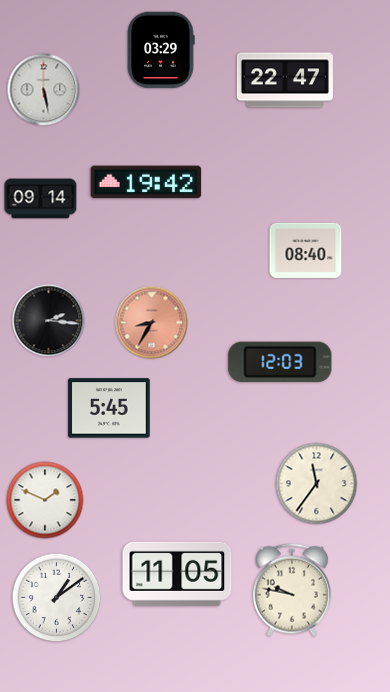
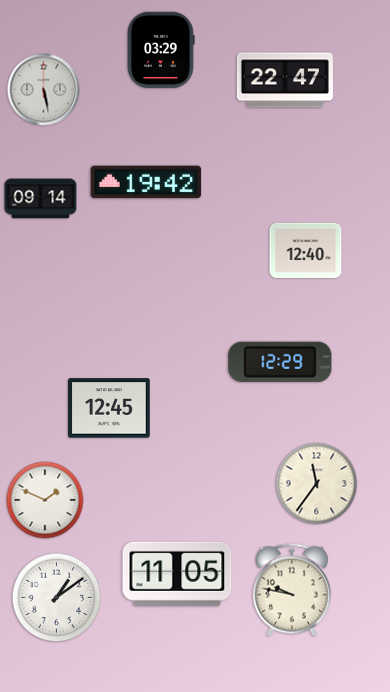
clock at (306, 250): 08:40 -> 12:40
clock at (49, 321): 2:16 -> none
clock at (152, 323): 8:35 -> none
clock at (280, 361): 12:03 -> 12:29
clock at (109, 408): 5:45 -> 12:45
